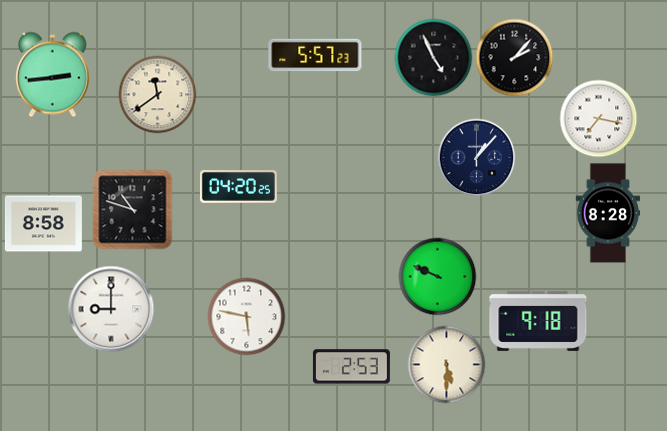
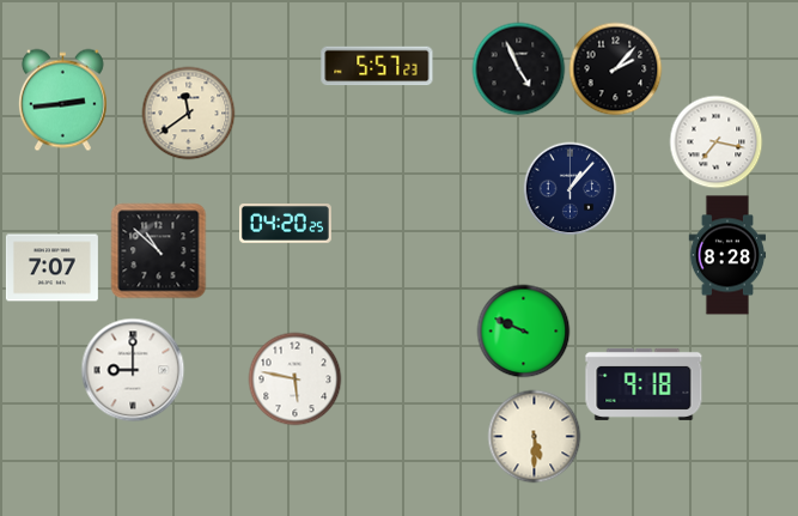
clock at (52, 74) position: (52, 74) -> (62, 99)
clock at (132, 209): 10:48 -> 10:52
clock at (43, 224): 8:58 -> 7:07
clock at (351, 367): 2:53 -> none
